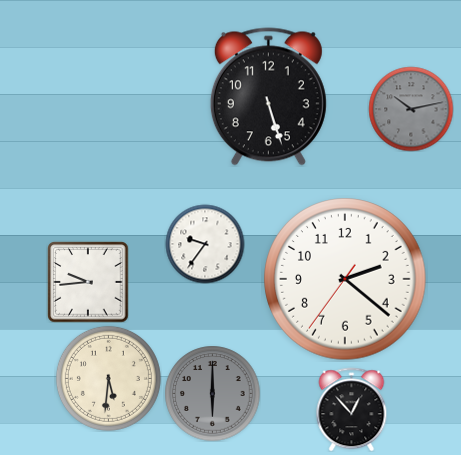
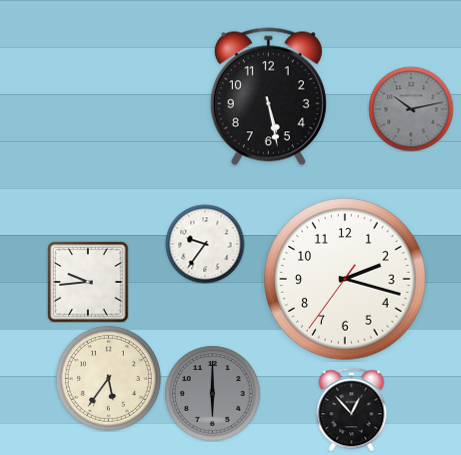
clock at (268, 97): 5:27 -> 5:28
clock at (345, 279): 2:21 -> 2:17
clock at (108, 378): 5:31 -> 5:36
